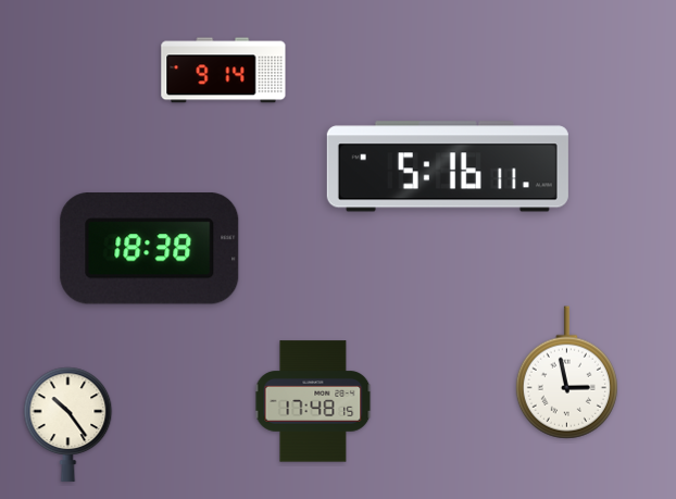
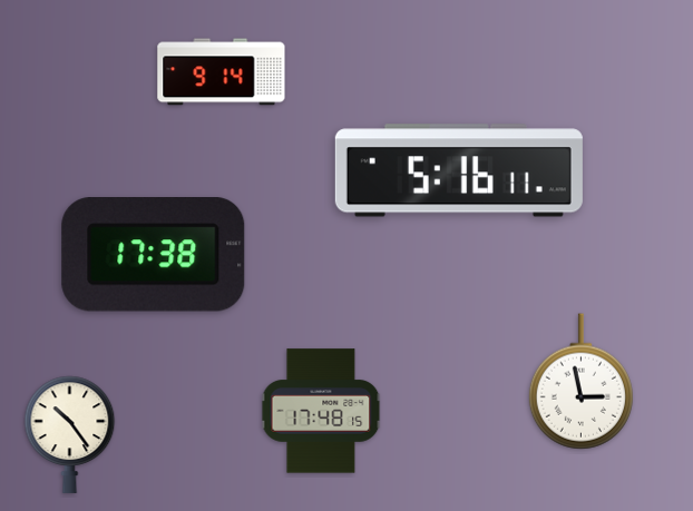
clock at (224, 71) position: (224, 71) -> (222, 72)
clock at (150, 249): 18:38 -> 17:38
